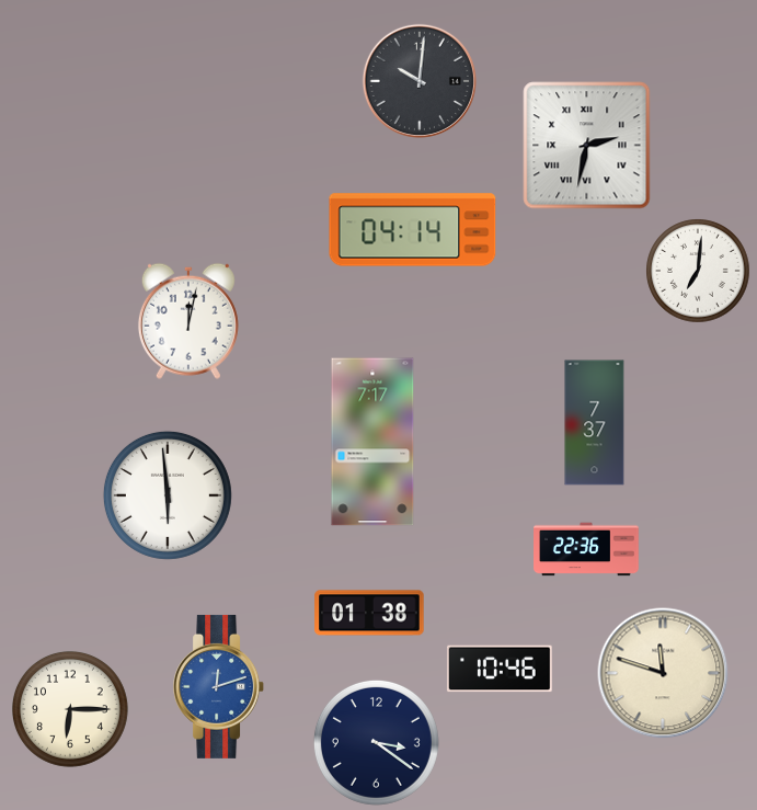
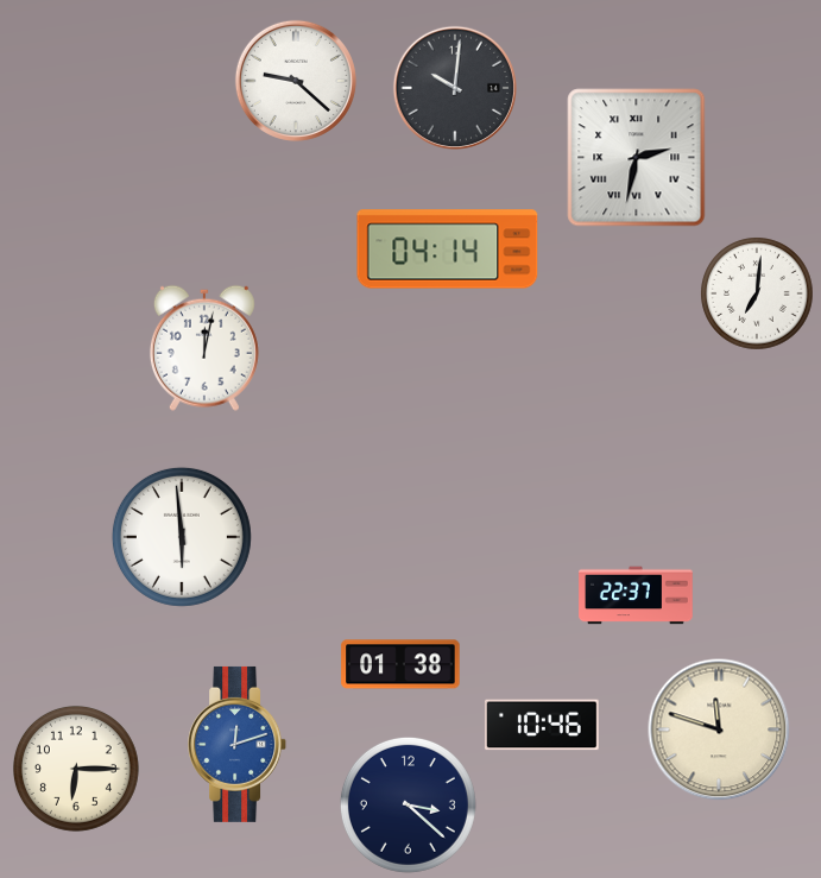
clock at (296, 81): none -> 9:22
clock at (595, 423): 7:37 -> none
clock at (372, 442): 7:17 -> none
clock at (586, 549): 22:36 -> 22:37
clock at (376, 742): 3:21 -> 3:22
